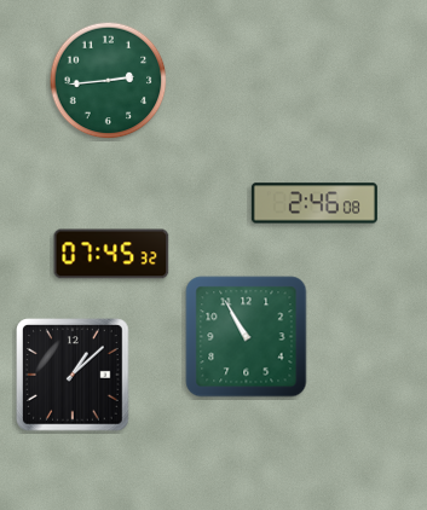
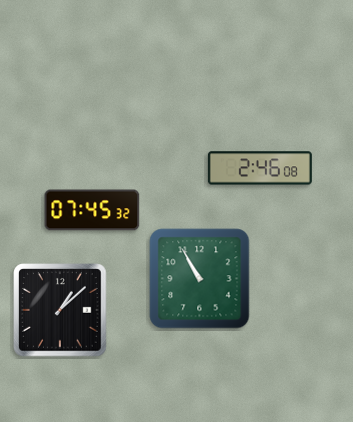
clock at (109, 81): 2:44 -> none
clock at (247, 337) position: (247, 337) -> (200, 279)
